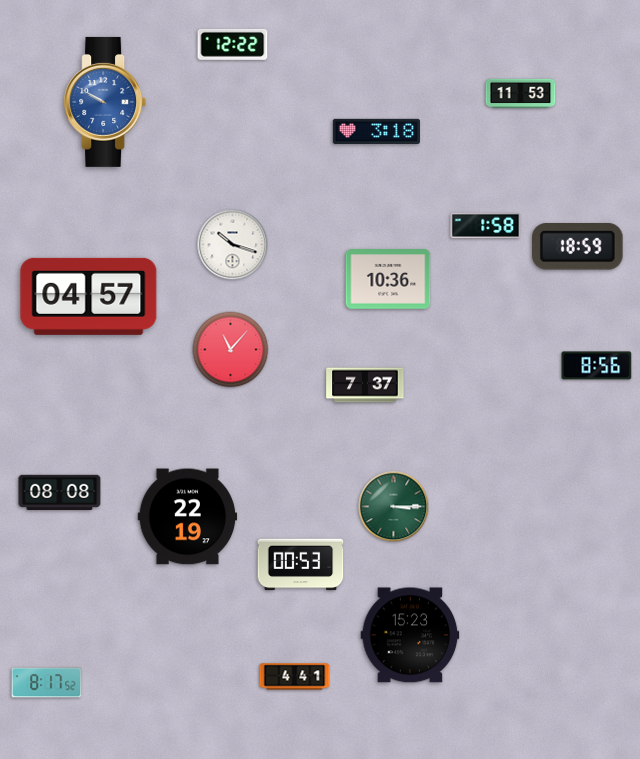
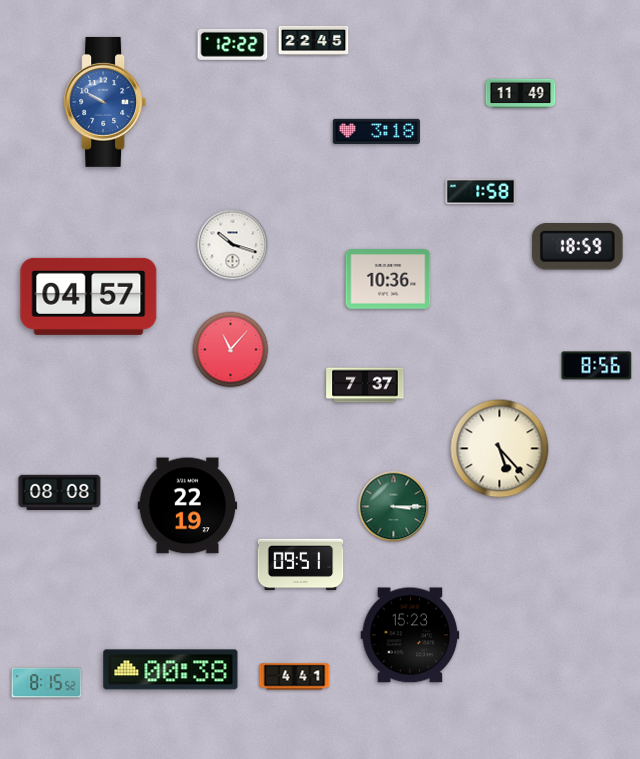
clock at (314, 40): none -> 22:45
clock at (521, 94): 11:53 -> 11:49
clock at (486, 226) position: (486, 226) -> (481, 192)
clock at (500, 449): none -> 5:23
clock at (188, 517) position: (188, 517) -> (188, 506)
clock at (301, 565): 00:53 -> 09:51
clock at (171, 670): none -> 00:38
clock at (47, 683): 8:17 -> 8:15
